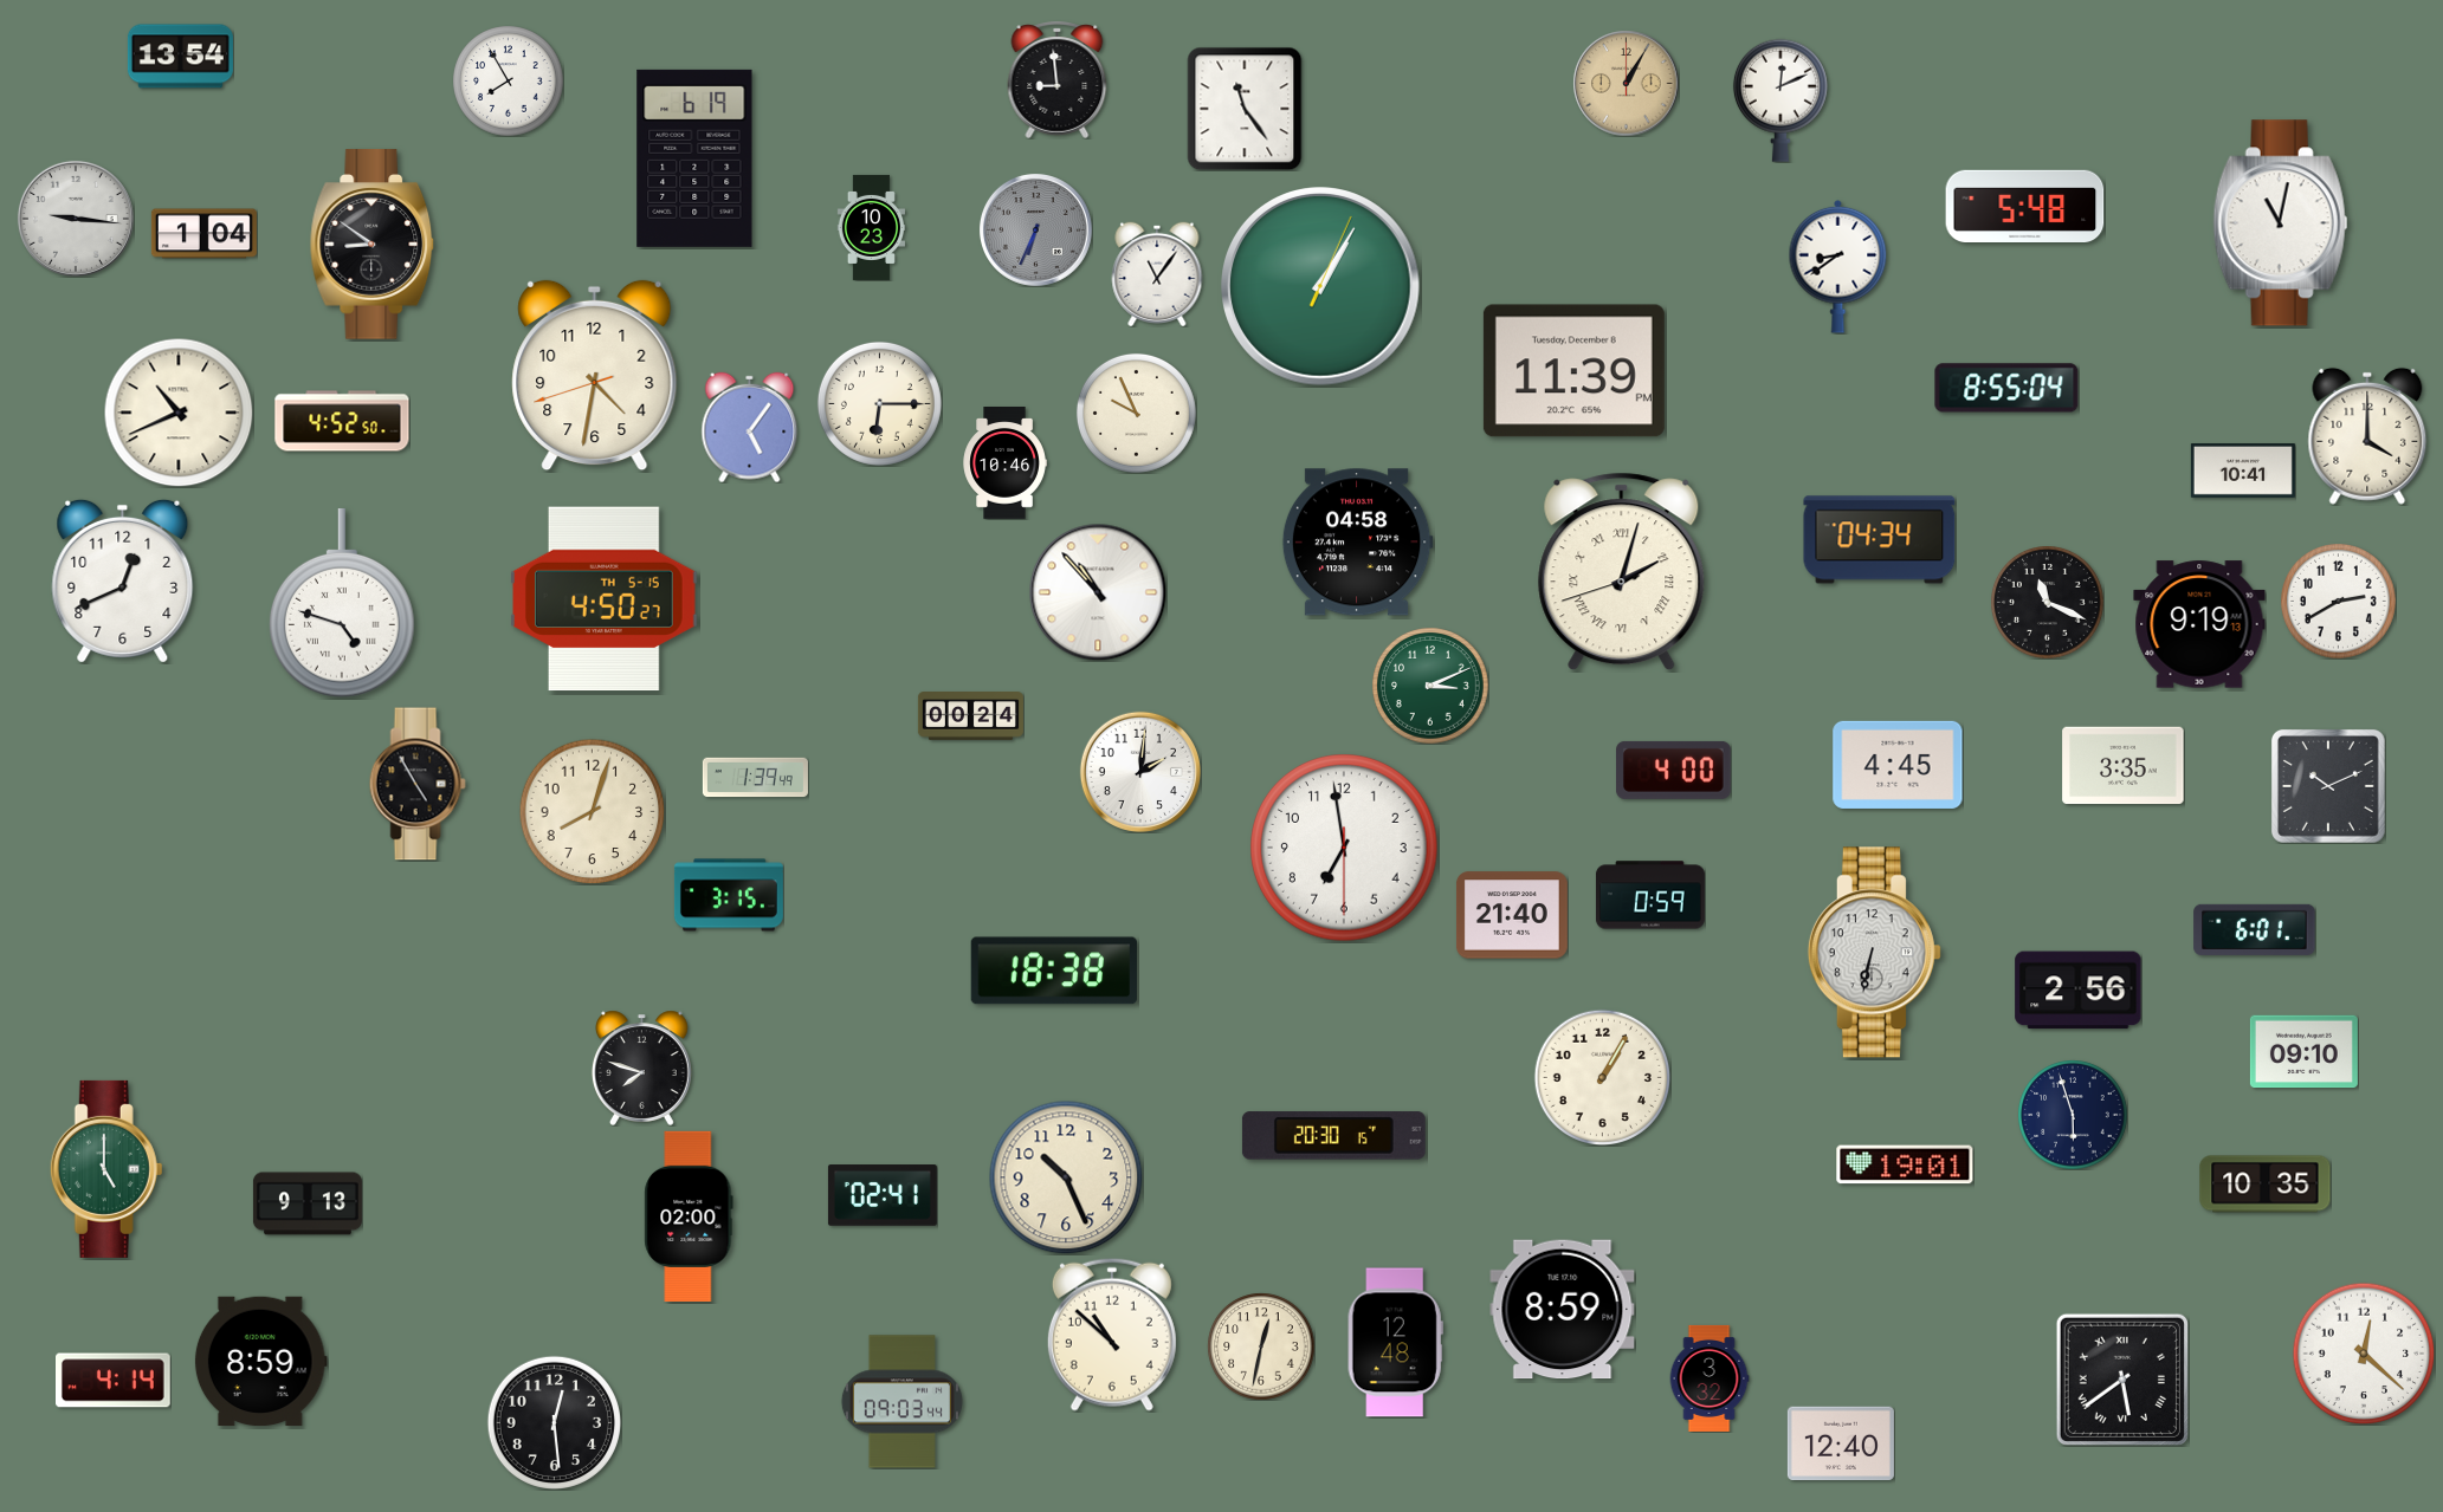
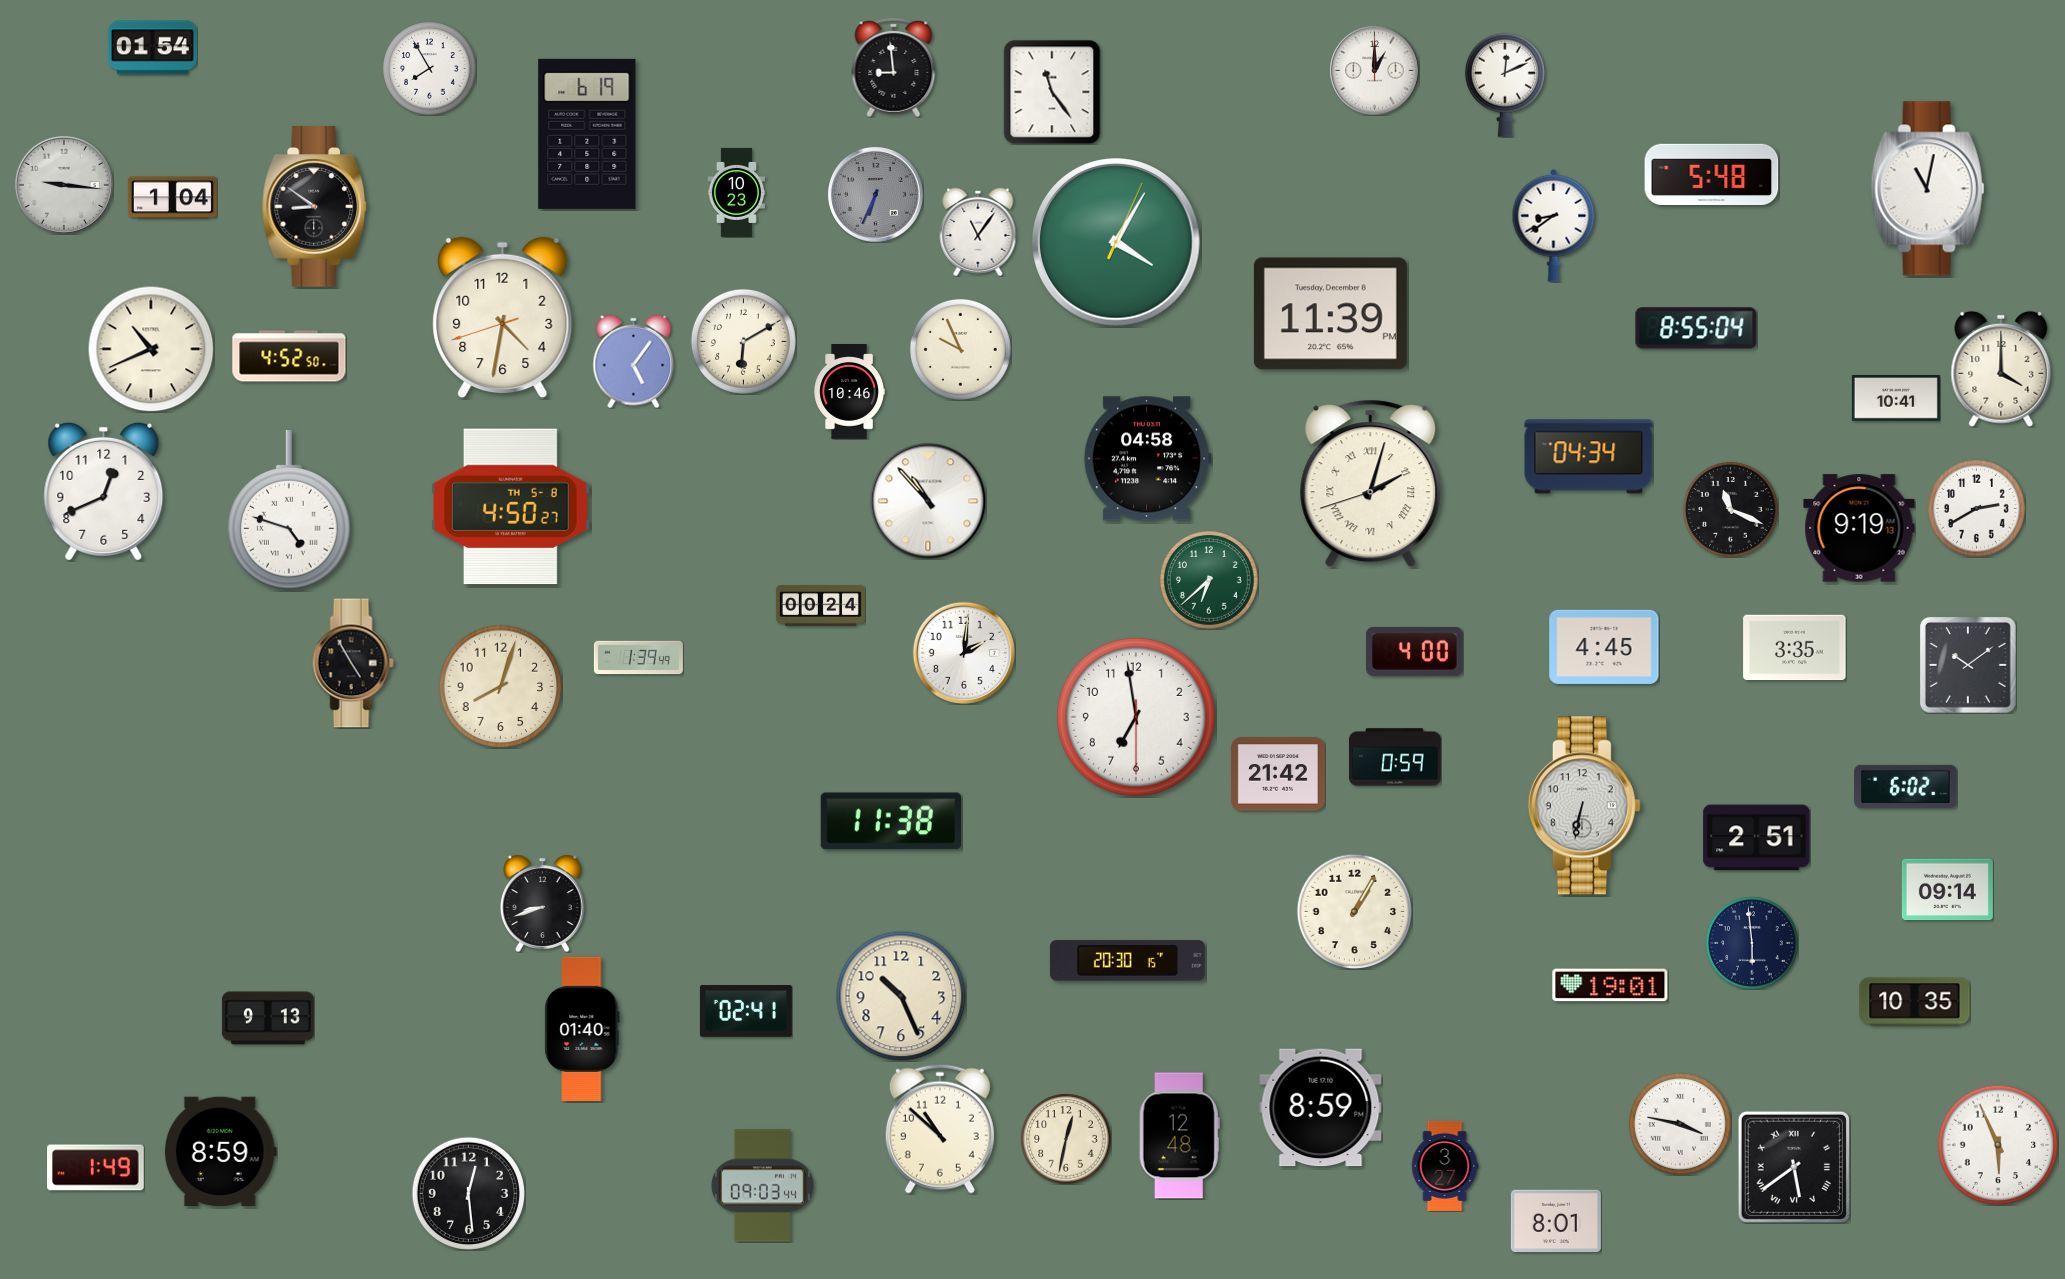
clock at (180, 57): 13:54 -> 01:54
clock at (1626, 83): 1:05 -> 1:00
clock at (1626, 83) dial: champagne -> white
clock at (1320, 286): 1:05 -> 4:05
clock at (879, 403): 6:15 -> 6:10
clock at (605, 599) date: TH 5-15 -> TH 5-8
clock at (1431, 687): 3:11 -> 6:38
clock at (2328, 786): 10:11 -> 10:09
clock at (729, 895): 3:15 -> none
clock at (1512, 915): 21:40 -> 21:42
clock at (2255, 929): 6:01 -> 6:02
clock at (1053, 971): 18:38 -> 11:38
clock at (2079, 991): 2:56 -> 2:51
clock at (2303, 1052): 09:10 -> 09:14
clock at (641, 1068): 7:48 -> 8:42
clock at (2073, 1115): 5:57 -> 5:59
clock at (106, 1169): 5:00 -> none
clock at (308, 1203) position: (308, 1203) -> (268, 1018)
clock at (689, 1216): 02:00 -> 01:40
clock at (1680, 1124): none -> 3:47
clock at (2364, 1354): 12:22 -> 5:56
clock at (1710, 1378): 3:32 -> 3:27
clock at (114, 1381): 4:14 -> 1:49
clock at (554, 1422) position: (554, 1422) -> (468, 1193)
clock at (1841, 1443): 12:40 -> 8:01
